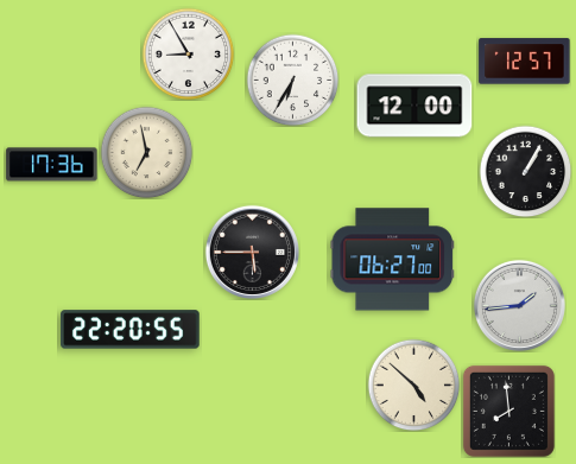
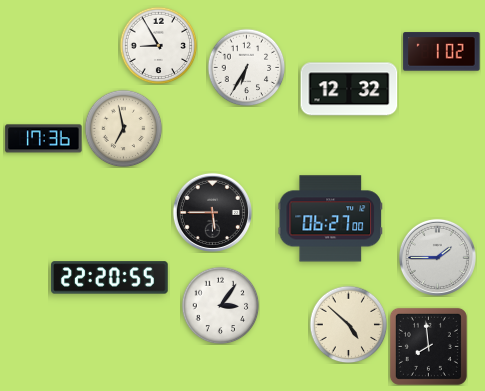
clock at (525, 62): 12:57 -> 1:02
clock at (414, 106): 12:00 -> 12:32
clock at (525, 171): 1:05 -> none
clock at (519, 305): 1:44 -> 1:45
clock at (220, 305): none -> 3:06
